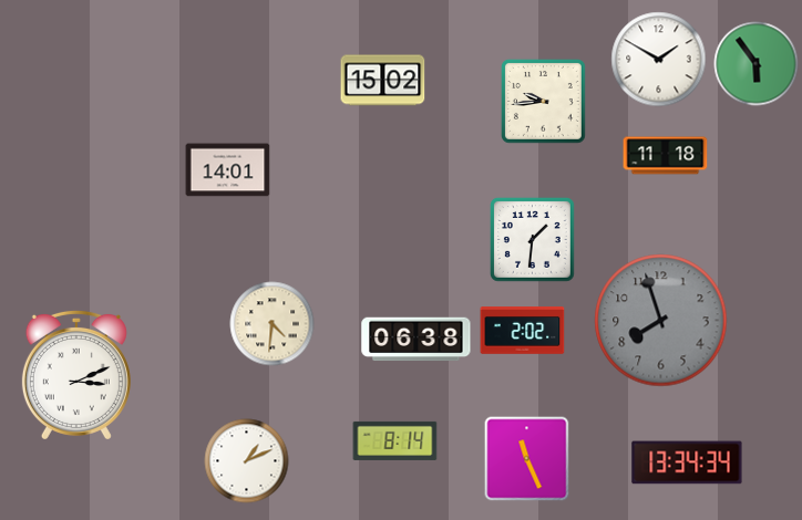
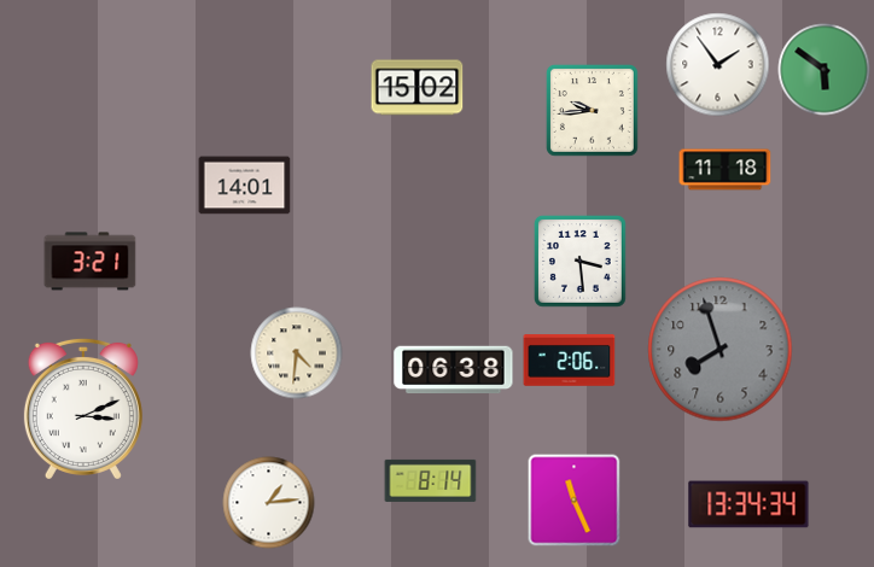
clock at (659, 60): 1:50 -> 1:54
clock at (757, 64): 5:54 -> 5:51
clock at (228, 170) position: (228, 170) -> (245, 186)
clock at (532, 239): 1:31 -> 3:29
clock at (91, 262): none -> 3:21
clock at (523, 331): 2:02 -> 2:06
clock at (247, 461): 1:11 -> 1:14
